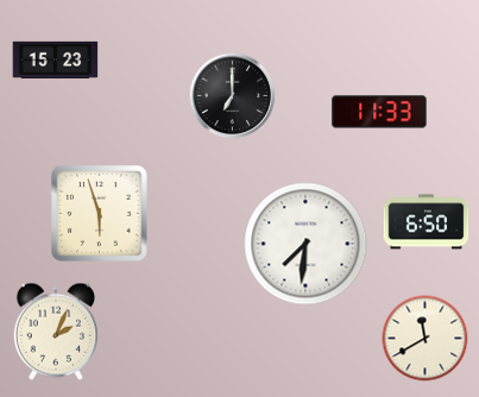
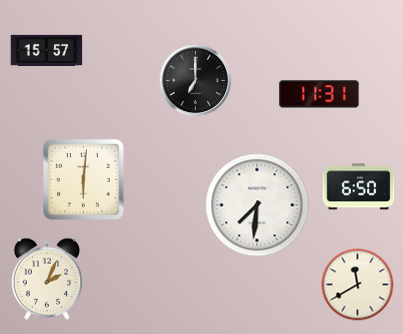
clock at (56, 59): 15:23 -> 15:57
clock at (379, 112): 11:33 -> 11:31
clock at (100, 214): 5:57 -> 6:01
